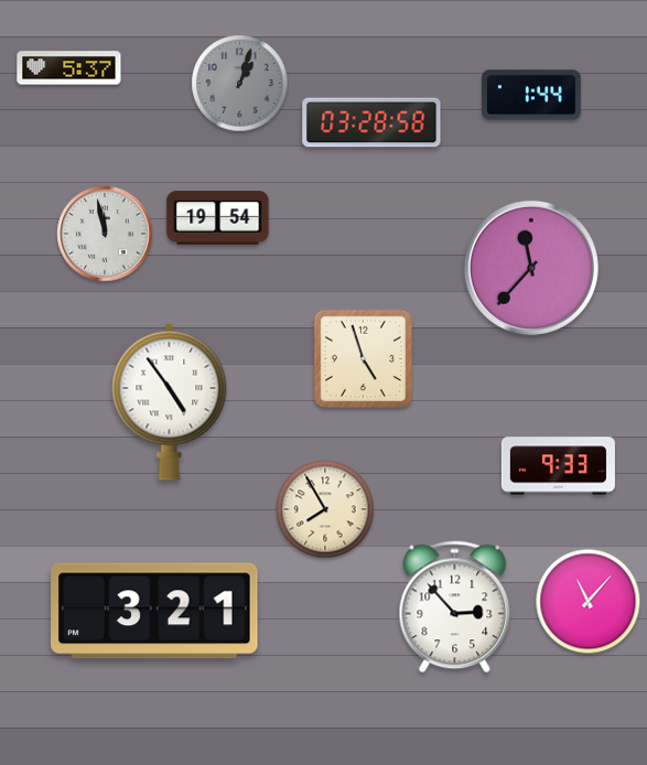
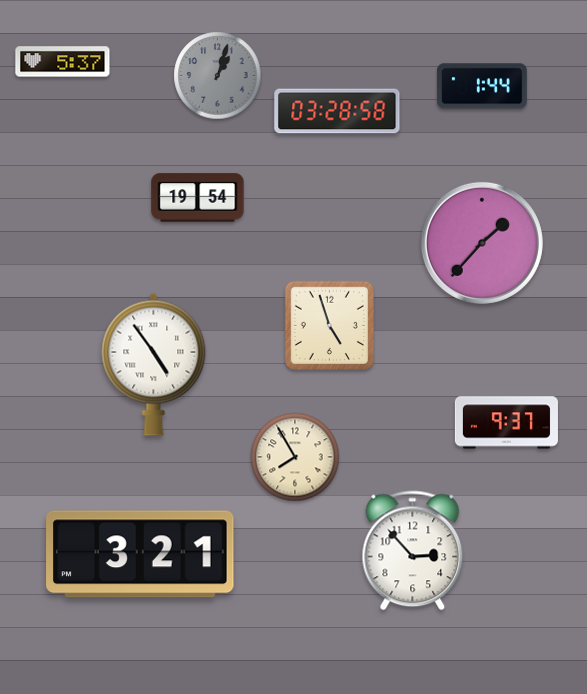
clock at (105, 234): 11:58 -> none
clock at (531, 268): 11:37 -> 1:37
clock at (558, 466): 9:33 -> 9:37
clock at (325, 509) position: (325, 509) -> (295, 457)
clock at (589, 602): 11:07 -> none
